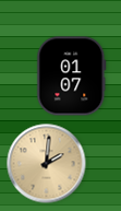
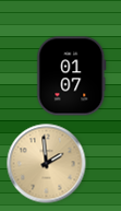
clock at (47, 164): 2:01 -> 1:59
